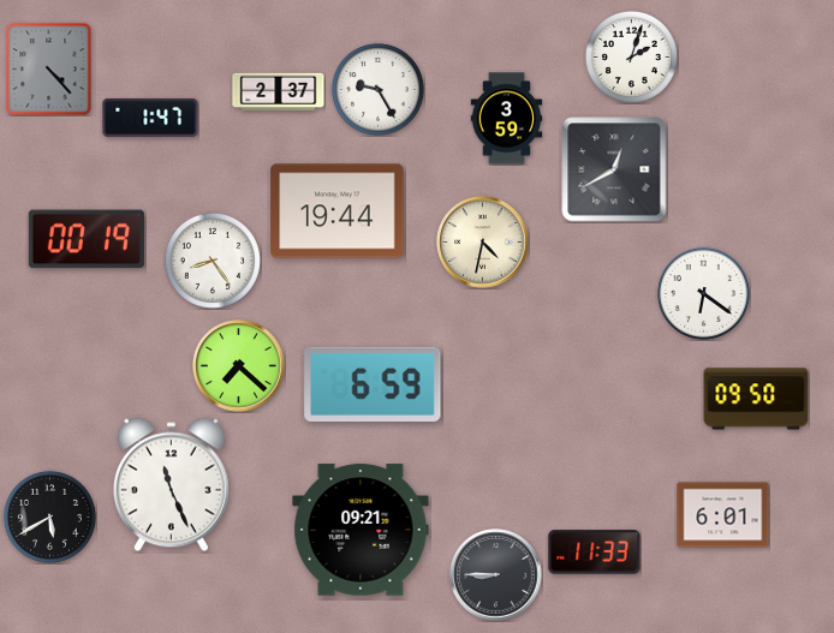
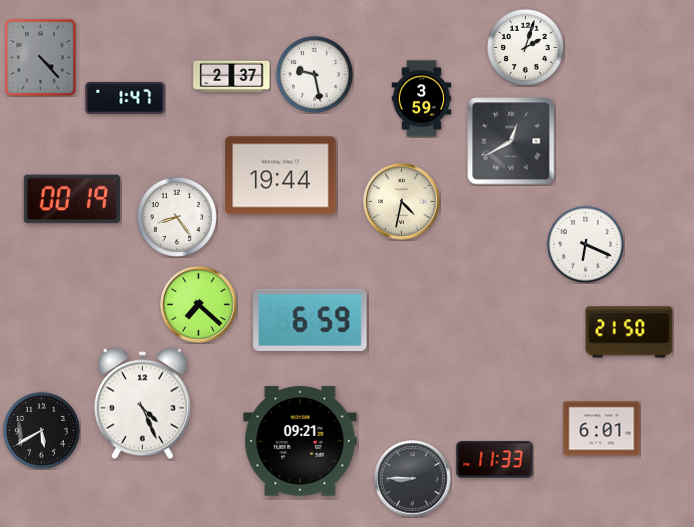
clock at (377, 89): 9:25 -> 9:28
clock at (703, 293): 6:21 -> 6:19
clock at (756, 399): 09:50 -> 21:50
clock at (171, 485): 11:26 -> 4:26
